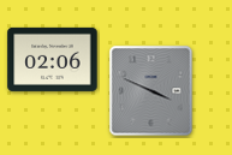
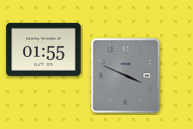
clock at (53, 59): 02:06 -> 01:55
